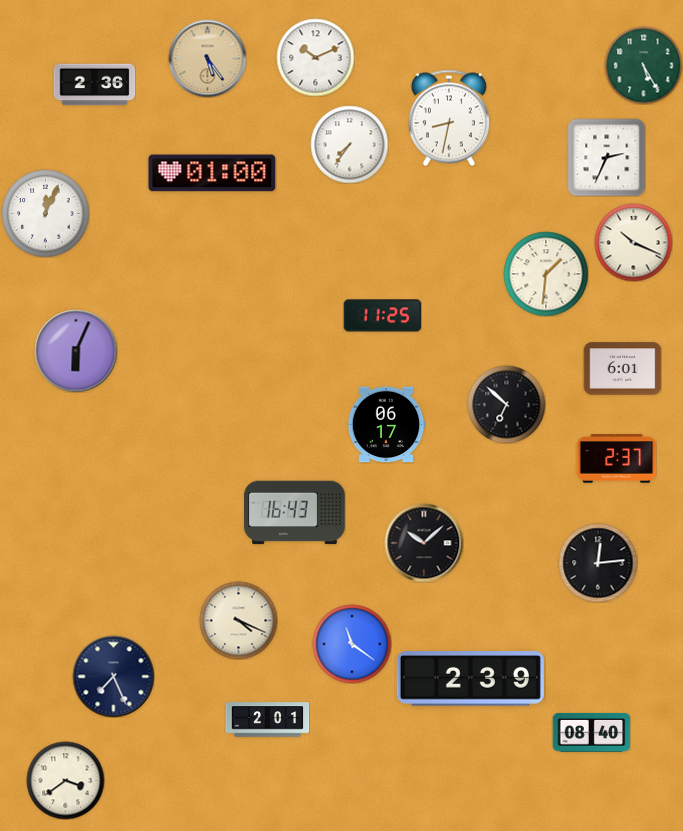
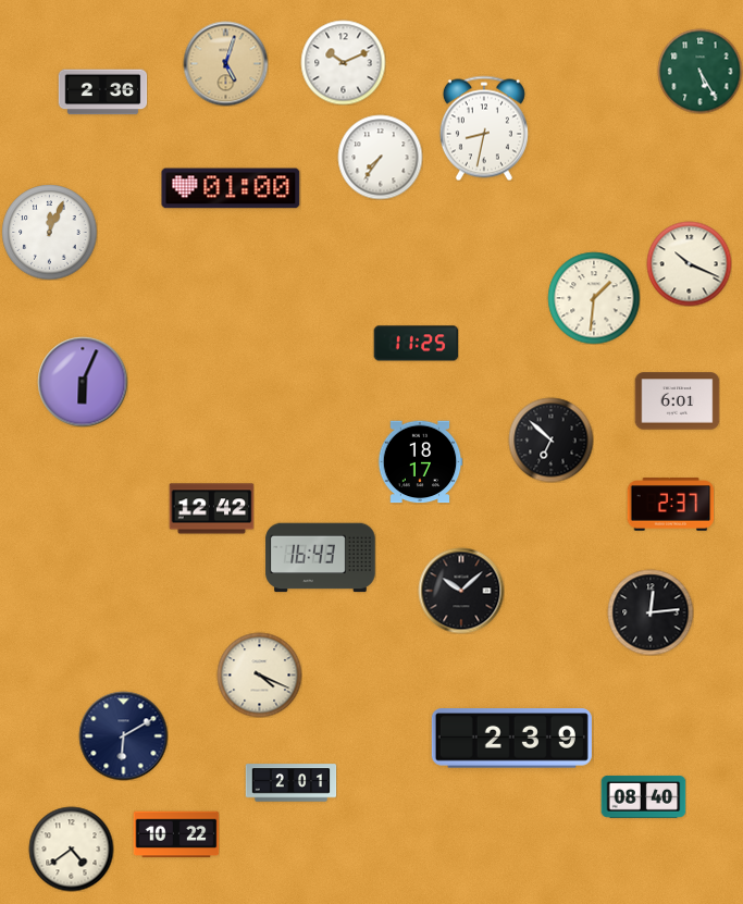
clock at (207, 58): 5:24 -> 5:03
clock at (449, 118) position: (449, 118) -> (484, 128)
clock at (606, 157): 2:34 -> none
clock at (386, 425): 06:17 -> 18:17
clock at (616, 459) position: (616, 459) -> (670, 505)
clock at (211, 509): none -> 12:42
clock at (352, 644): 11:21 -> none
clock at (113, 676): 7:26 -> 6:10
clock at (176, 834): none -> 10:22
clock at (65, 780): 3:39 -> 4:39
